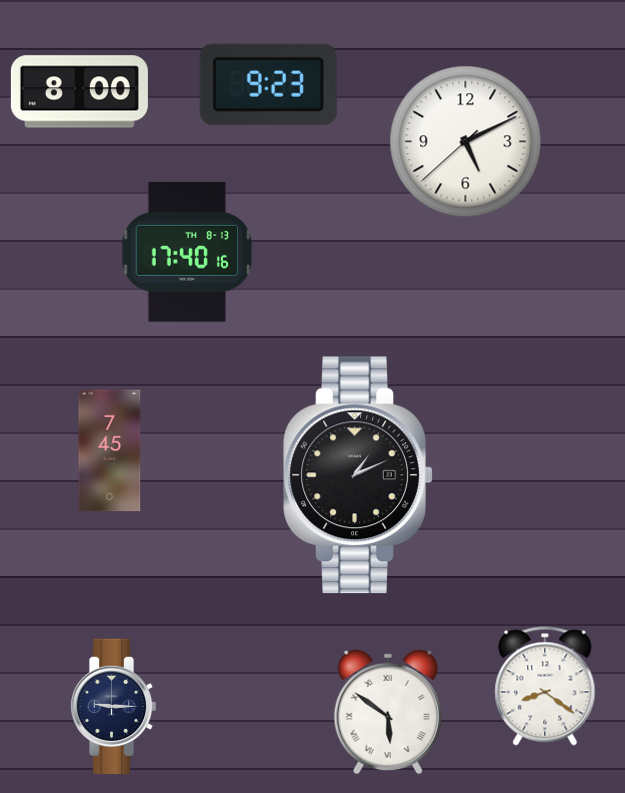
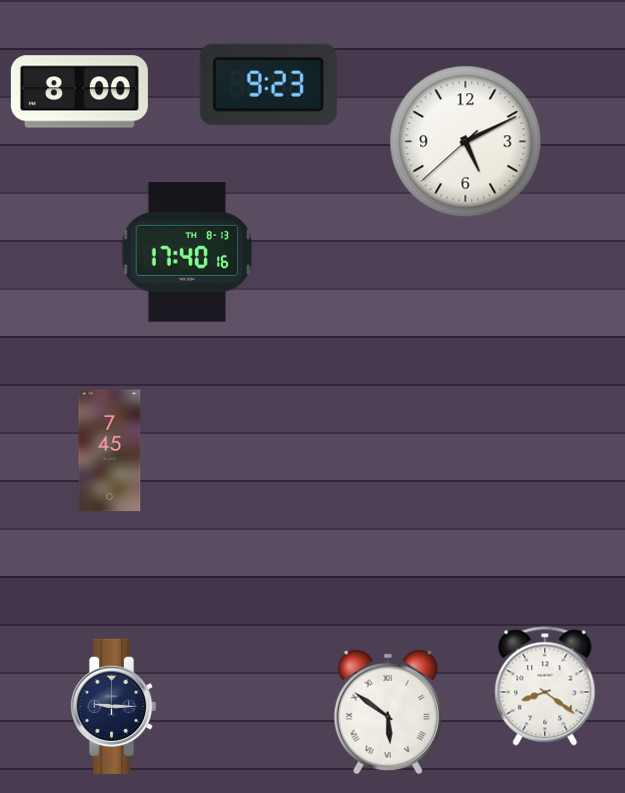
clock at (358, 475): 1:11 -> none
